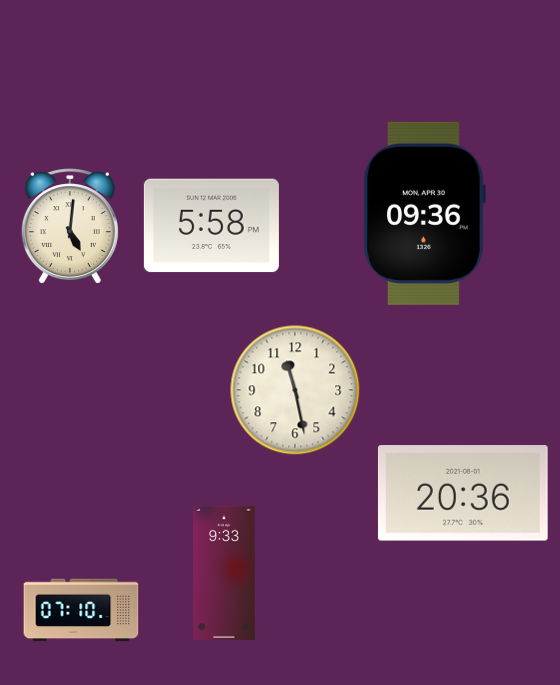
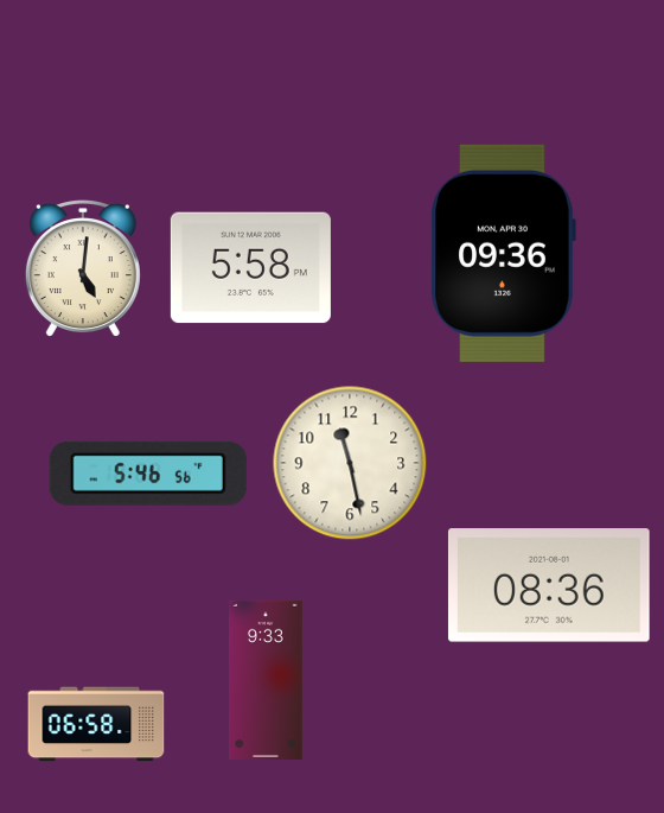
clock at (148, 474): none -> 5:46
clock at (463, 493): 20:36 -> 08:36
clock at (81, 610): 07:10 -> 06:58
